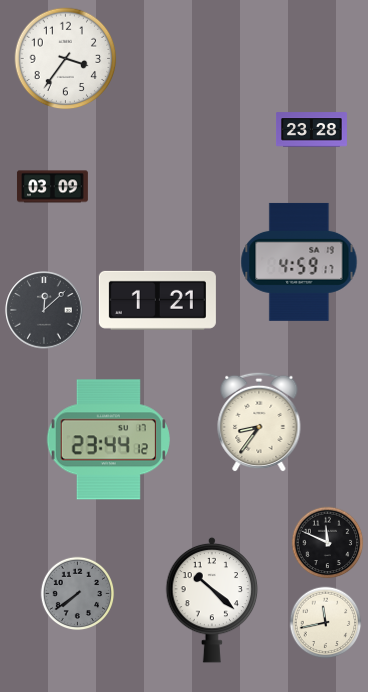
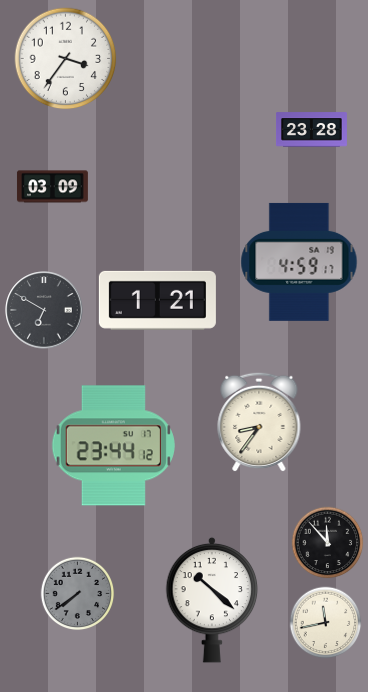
clock at (44, 310): 12:08 -> 6:50
clock at (108, 440) position: (108, 440) -> (113, 446)
clock at (328, 543): 11:49 -> 11:53
